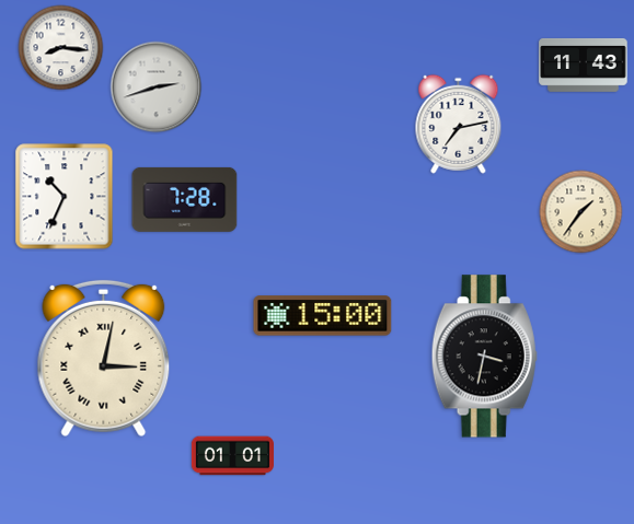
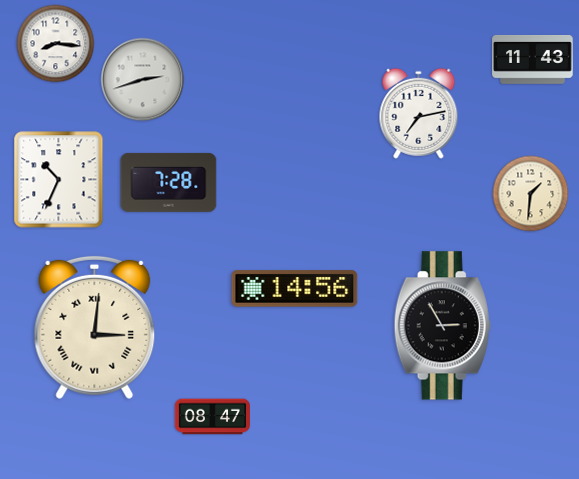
clock at (581, 212): 1:36 -> 1:31
clock at (323, 316): 15:00 -> 14:56
clock at (484, 357): 3:32 -> 2:55
clock at (104, 359): 3:02 -> 3:01
clock at (232, 456): 01:01 -> 08:47
